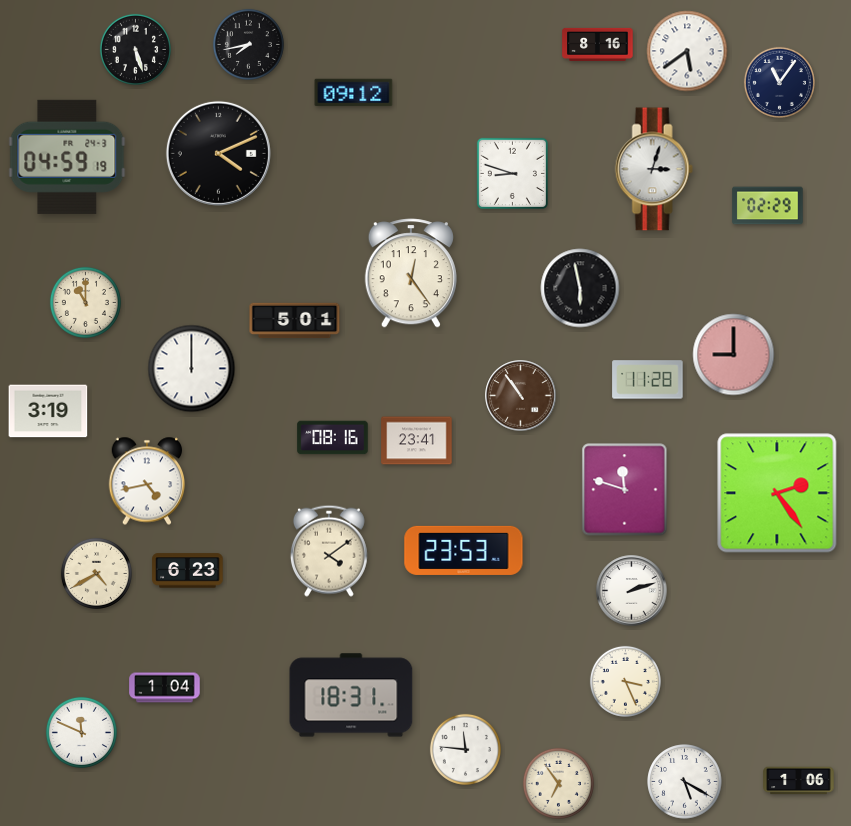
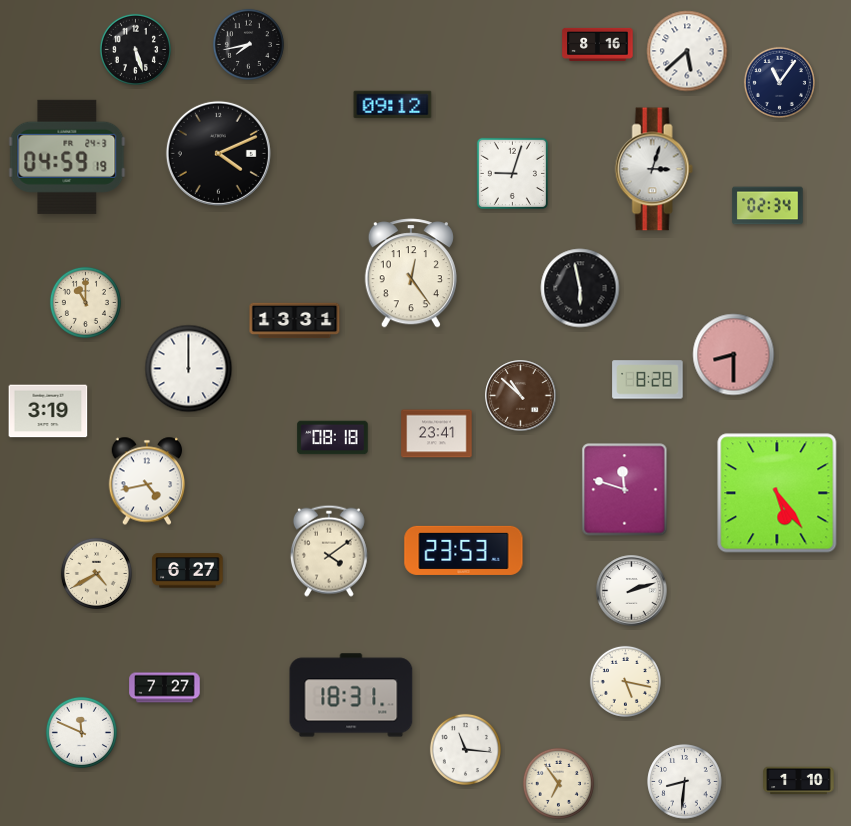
clock at (687, 51): 5:39 -> 5:38
clock at (354, 93) position: (354, 93) -> (393, 105)
clock at (512, 173): 8:48 -> 9:03
clock at (768, 206): 02:29 -> 02:34
clock at (295, 321): 5:01 -> 13:31
clock at (734, 355): 9:00 -> 8:30
clock at (192, 369) position: (192, 369) -> (189, 369)
clock at (648, 380): 11:28 -> 8:28
clock at (521, 396): 10:54 -> 10:52
clock at (333, 438): 08:16 -> 08:18
clock at (417, 441) position: (417, 441) -> (437, 434)
clock at (777, 493): 2:24 -> 5:24
clock at (188, 571): 6:23 -> 6:27
clock at (625, 681): 3:26 -> 5:17
clock at (165, 688): 1:04 -> 7:27
clock at (465, 749): 11:46 -> 11:16
clock at (799, 781): 1:06 -> 1:10
clock at (685, 782): 5:20 -> 8:31
